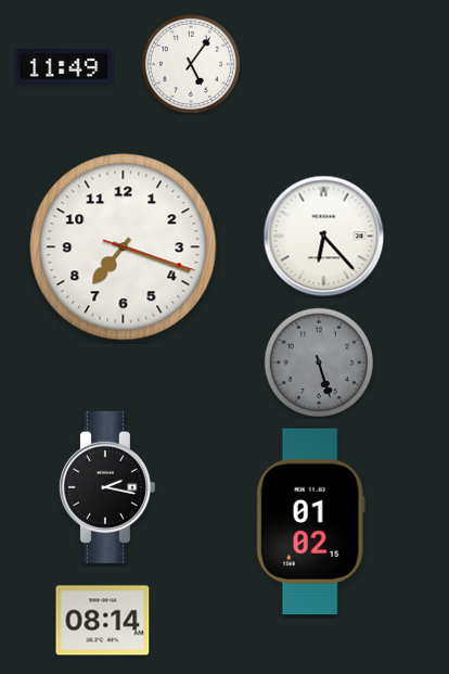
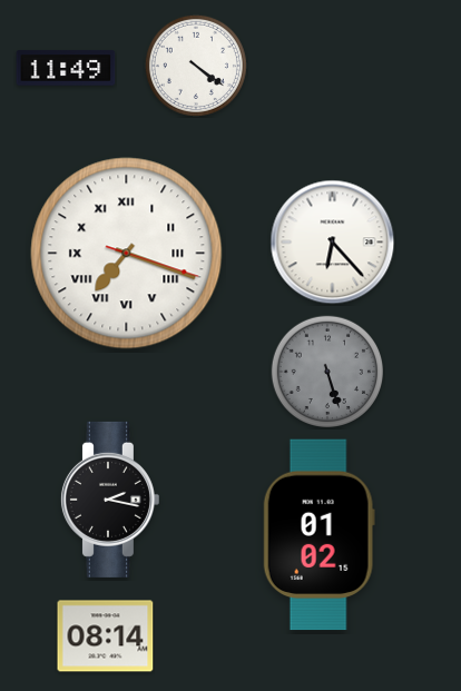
clock at (191, 64): 5:06 -> 4:21
clock at (124, 247) numerals: Arabic -> Roman
